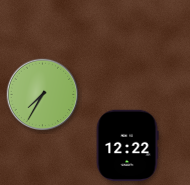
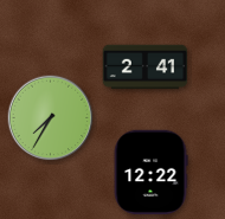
clock at (146, 67): none -> 2:41
clock at (43, 95) position: (43, 95) -> (51, 118)
